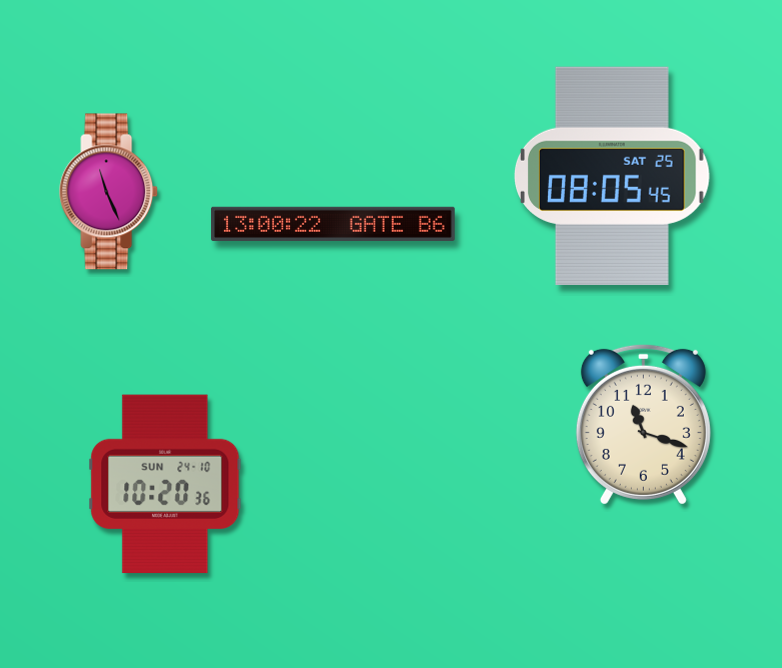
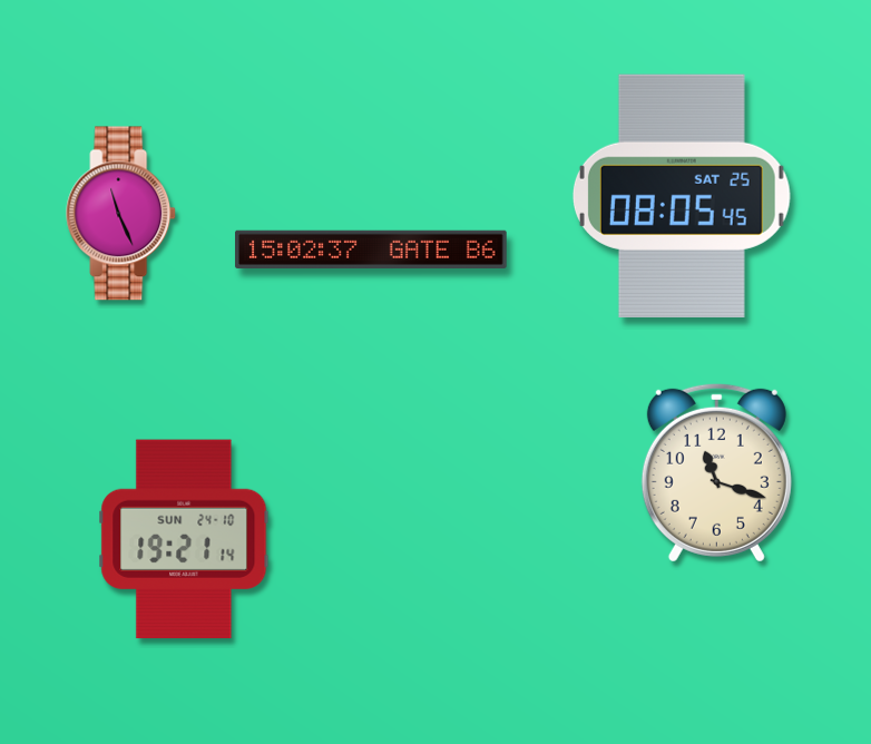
clock at (333, 224): 13:00 -> 15:02
clock at (165, 484): 10:20 -> 19:21
